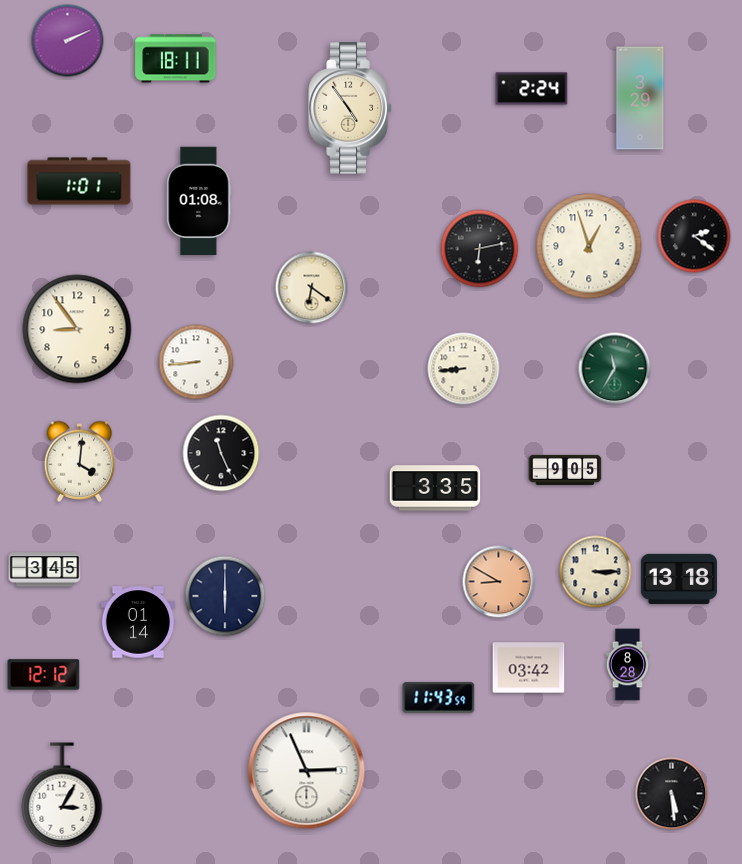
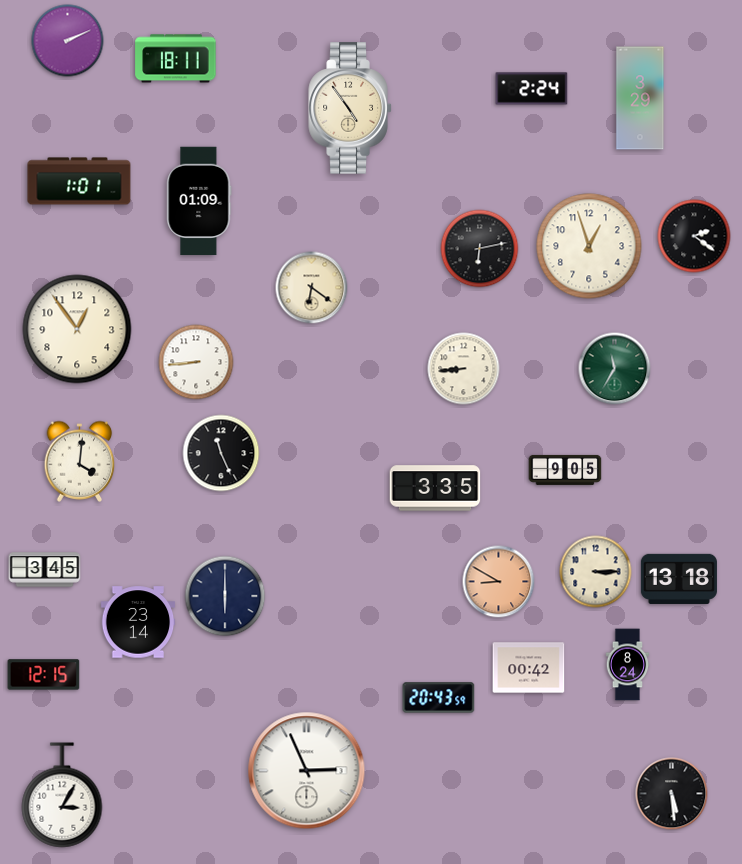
clock at (199, 201): 01:08 -> 01:09
clock at (77, 329): 8:54 -> 12:54
clock at (138, 622): 01:14 -> 23:14
clock at (628, 665): 8:28 -> 8:24
clock at (529, 668): 03:42 -> 00:42
clock at (44, 675): 12:12 -> 12:15
clock at (439, 698): 11:43 -> 20:43
